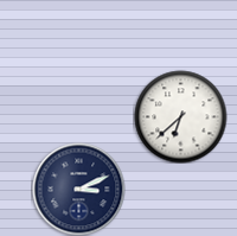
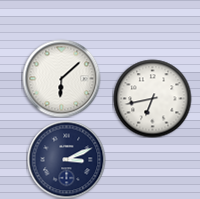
clock at (61, 78): none -> 6:08
clock at (180, 116): 6:38 -> 6:43
